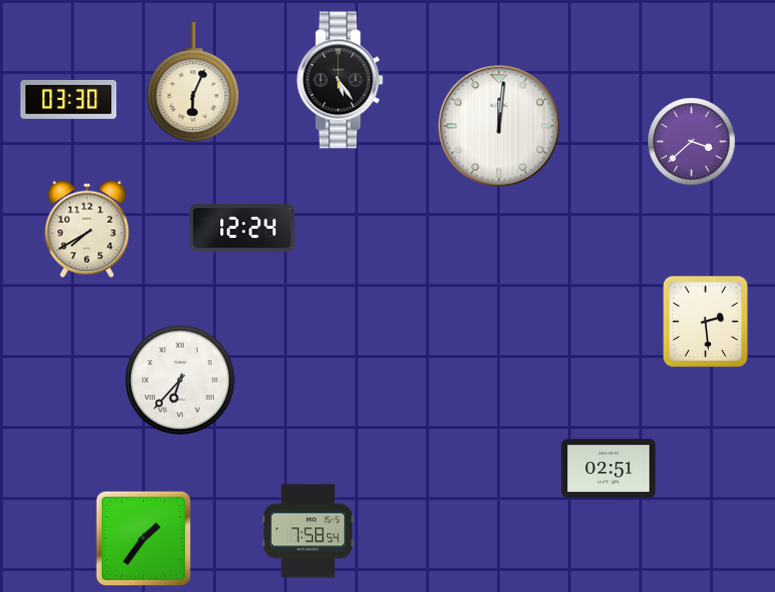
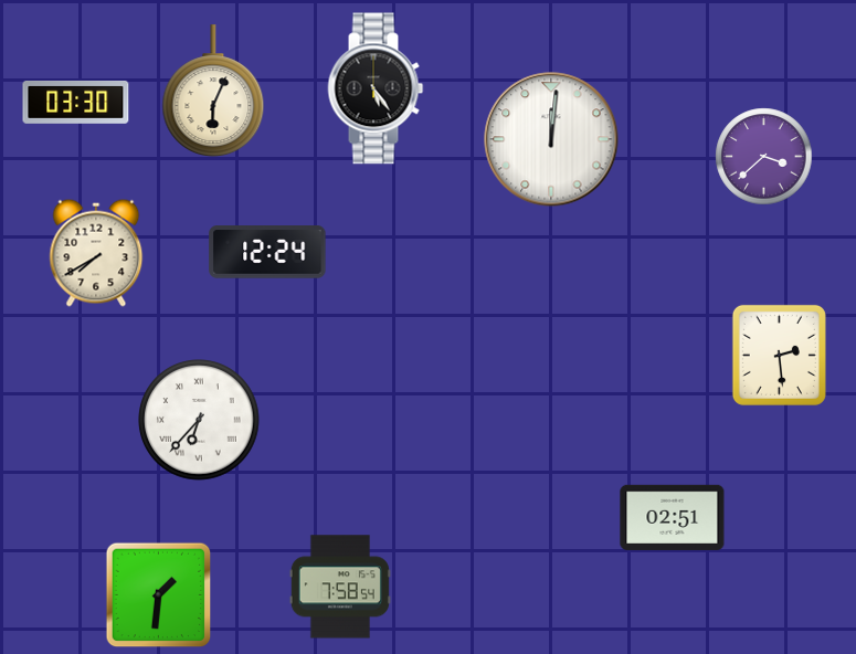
clock at (69, 99) position: (69, 99) -> (76, 102)
clock at (144, 539): 1:36 -> 1:31
